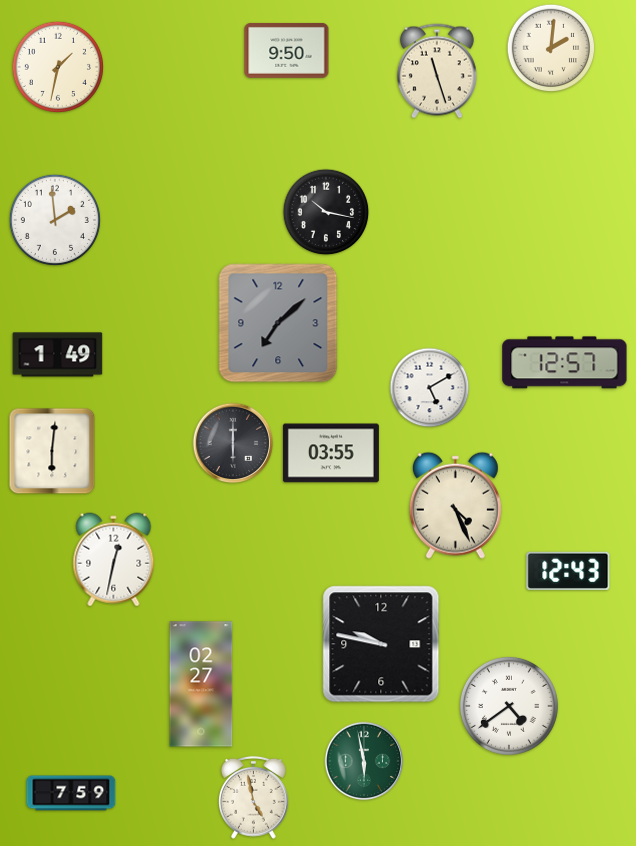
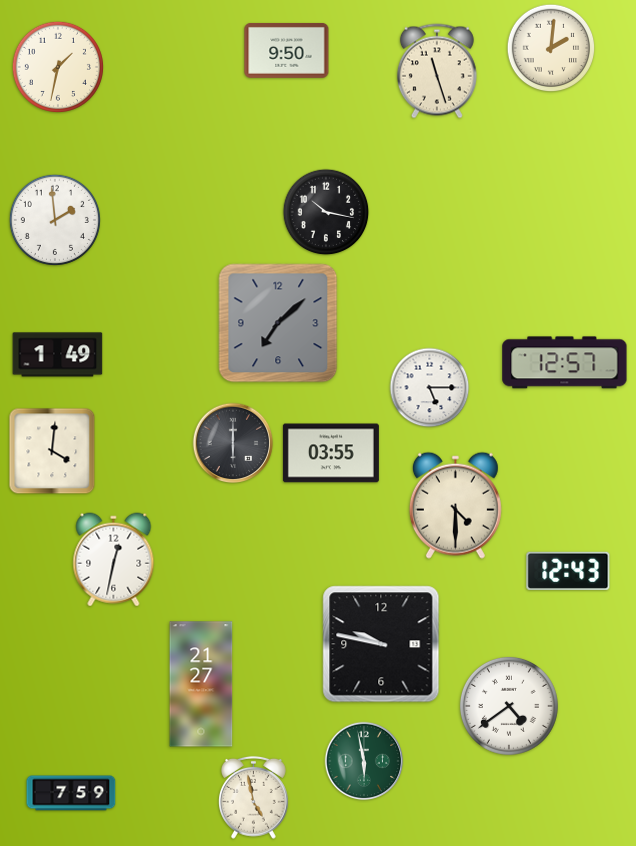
clock at (430, 388): 5:10 -> 5:15
clock at (52, 451): 6:01 -> 4:01
clock at (455, 505): 4:26 -> 4:30
clock at (201, 684): 02:27 -> 21:27
